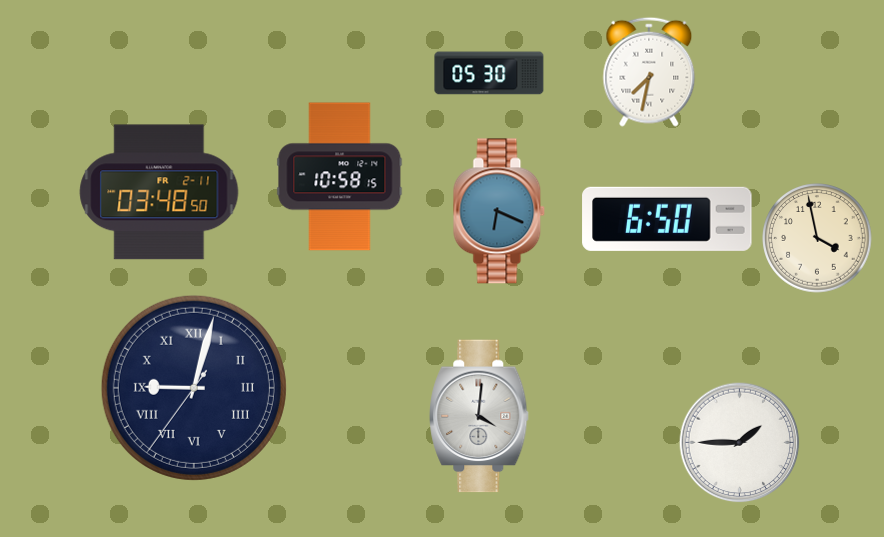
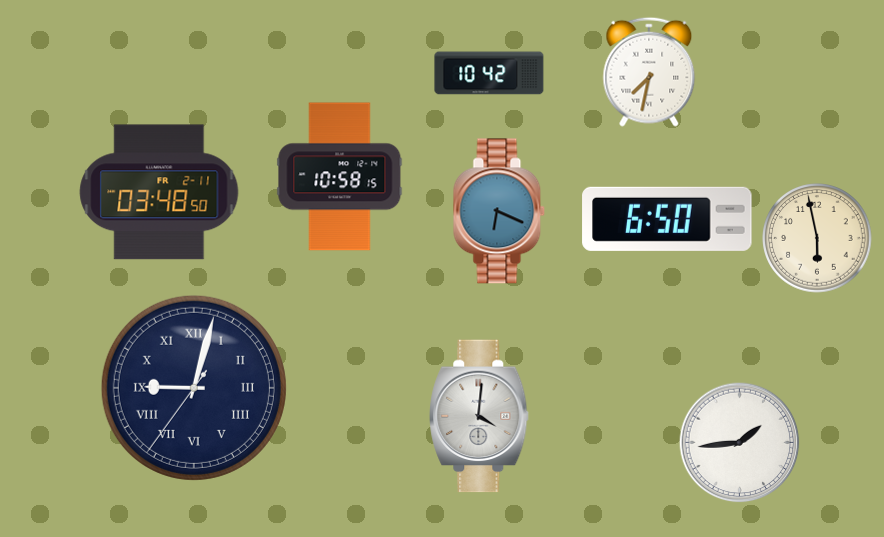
clock at (489, 73): 05:30 -> 10:42
clock at (817, 238): 3:58 -> 5:58
clock at (740, 443): 1:45 -> 1:44
